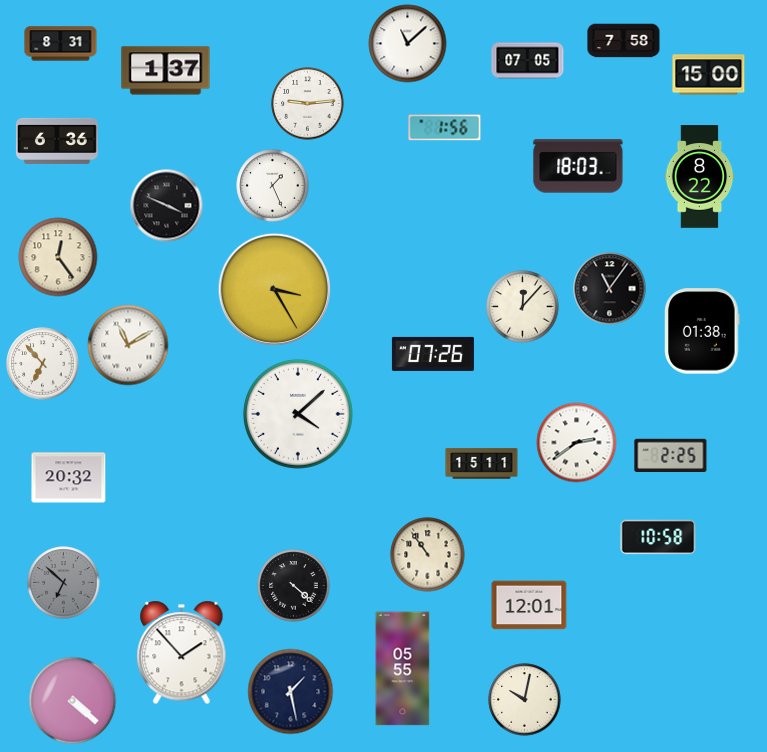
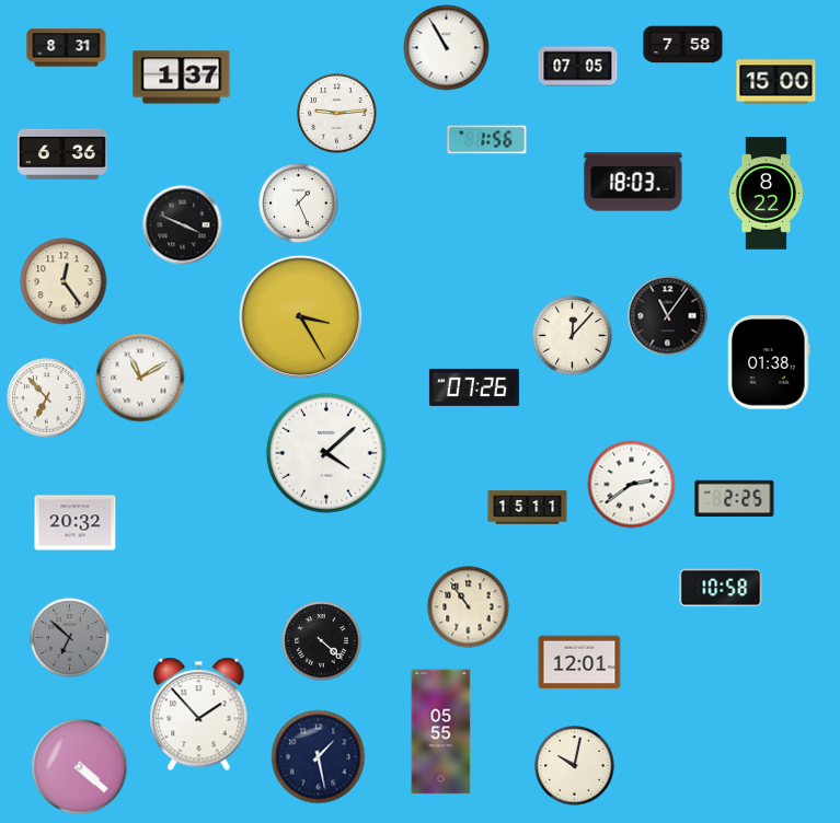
clock at (408, 44): 11:08 -> 10:55
